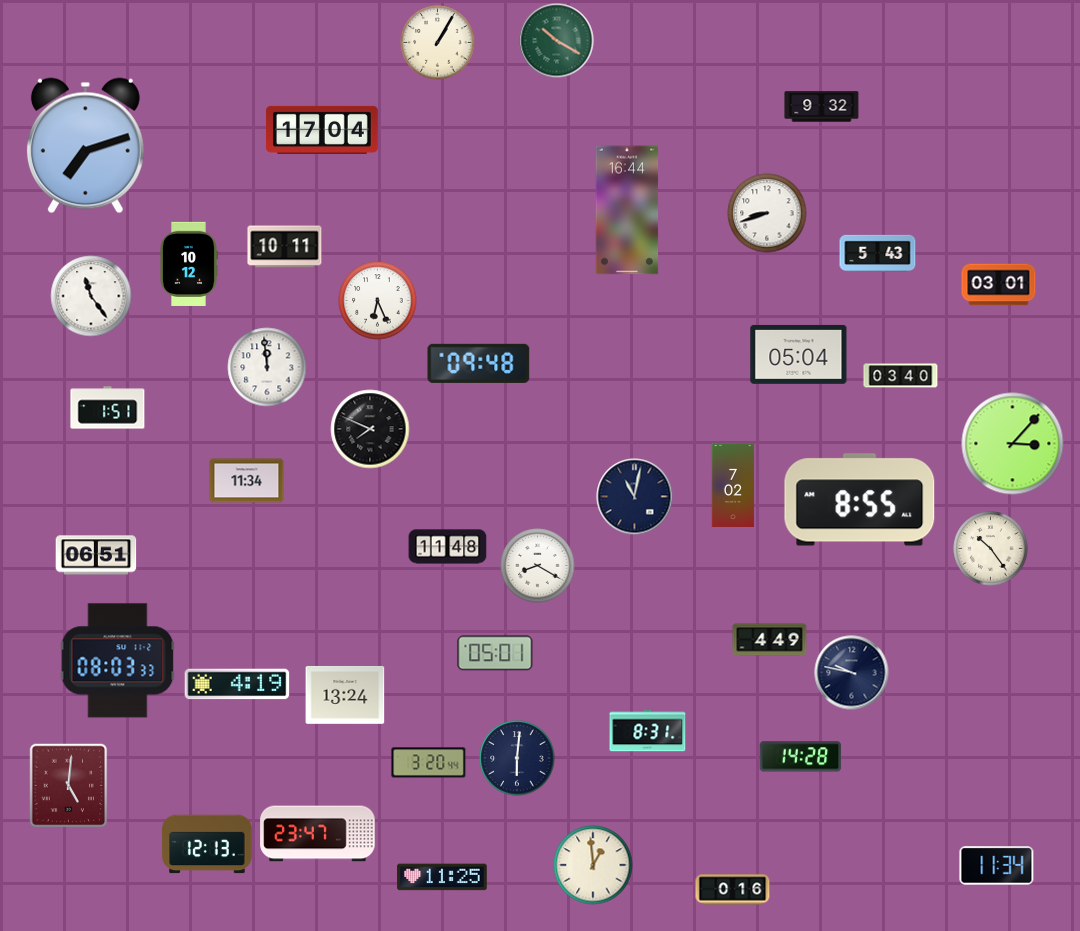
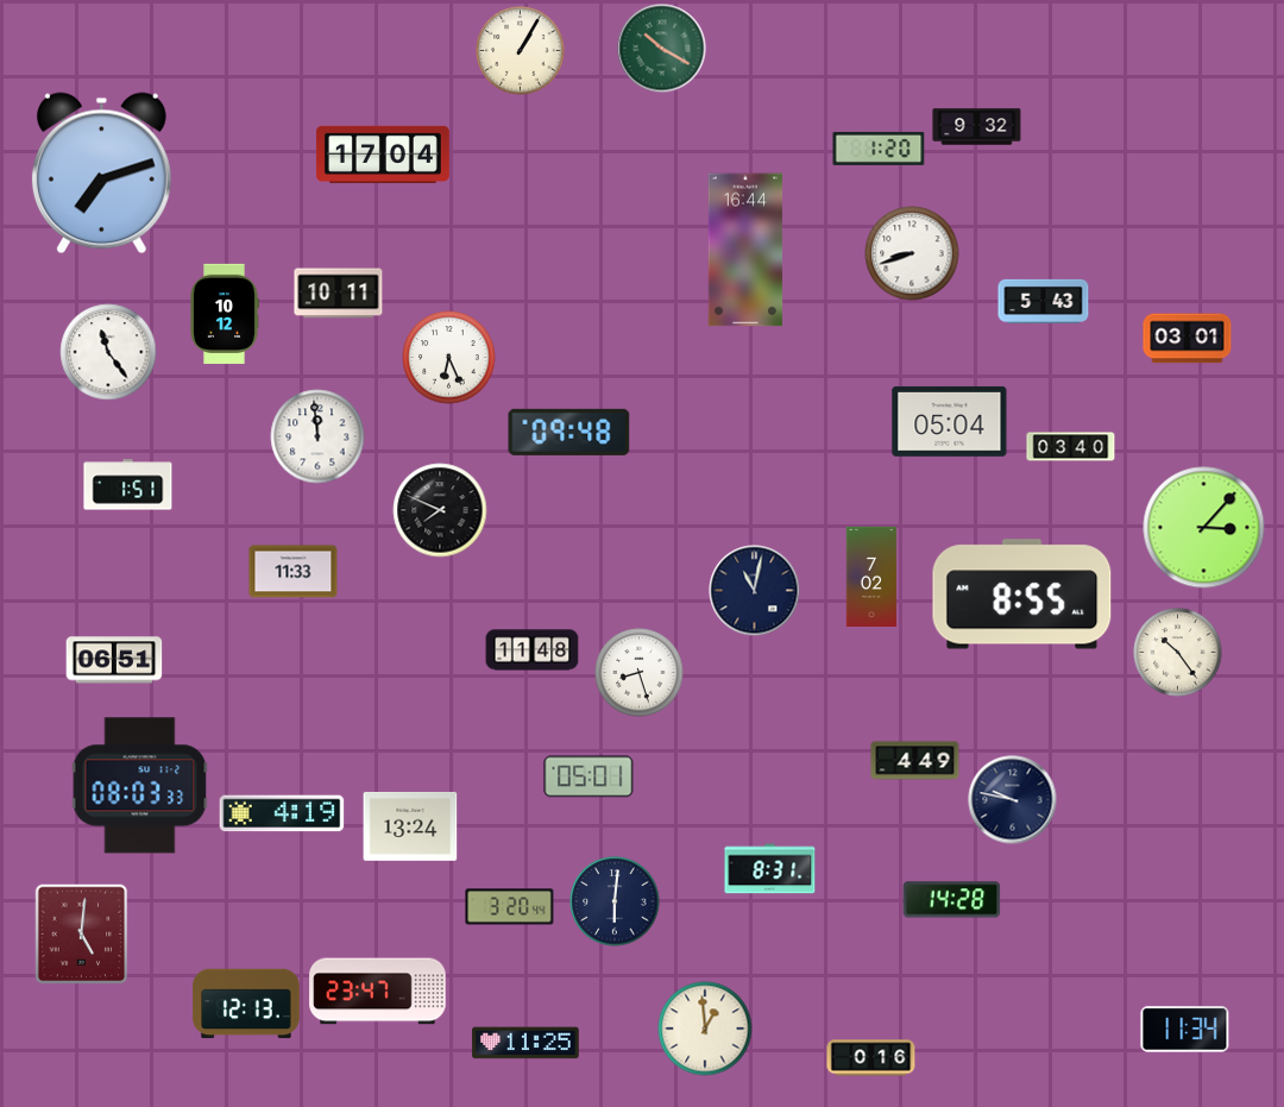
clock at (879, 149): none -> 1:20
clock at (247, 481): 11:34 -> 11:33
clock at (538, 566): 8:20 -> 8:27
